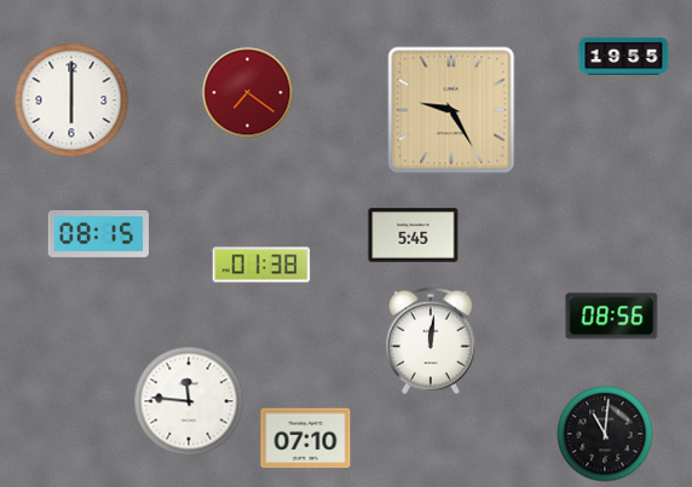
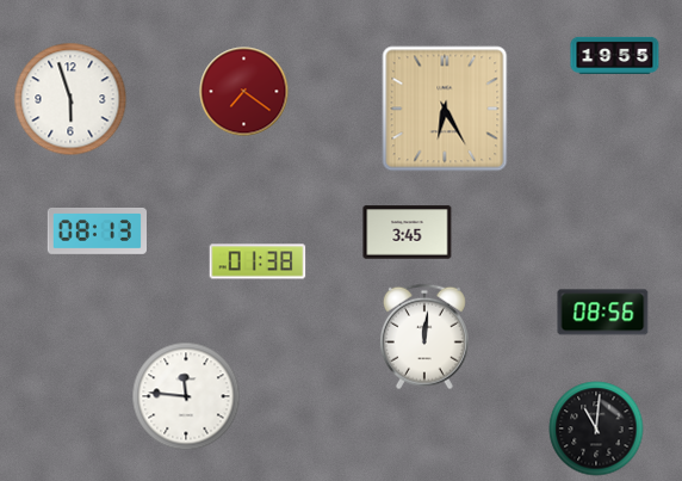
clock at (71, 100): 6:00 -> 5:57
clock at (451, 110): 9:25 -> 6:25
clock at (98, 234): 08:15 -> 08:13
clock at (414, 236): 5:45 -> 3:45
clock at (306, 439): 07:10 -> none
